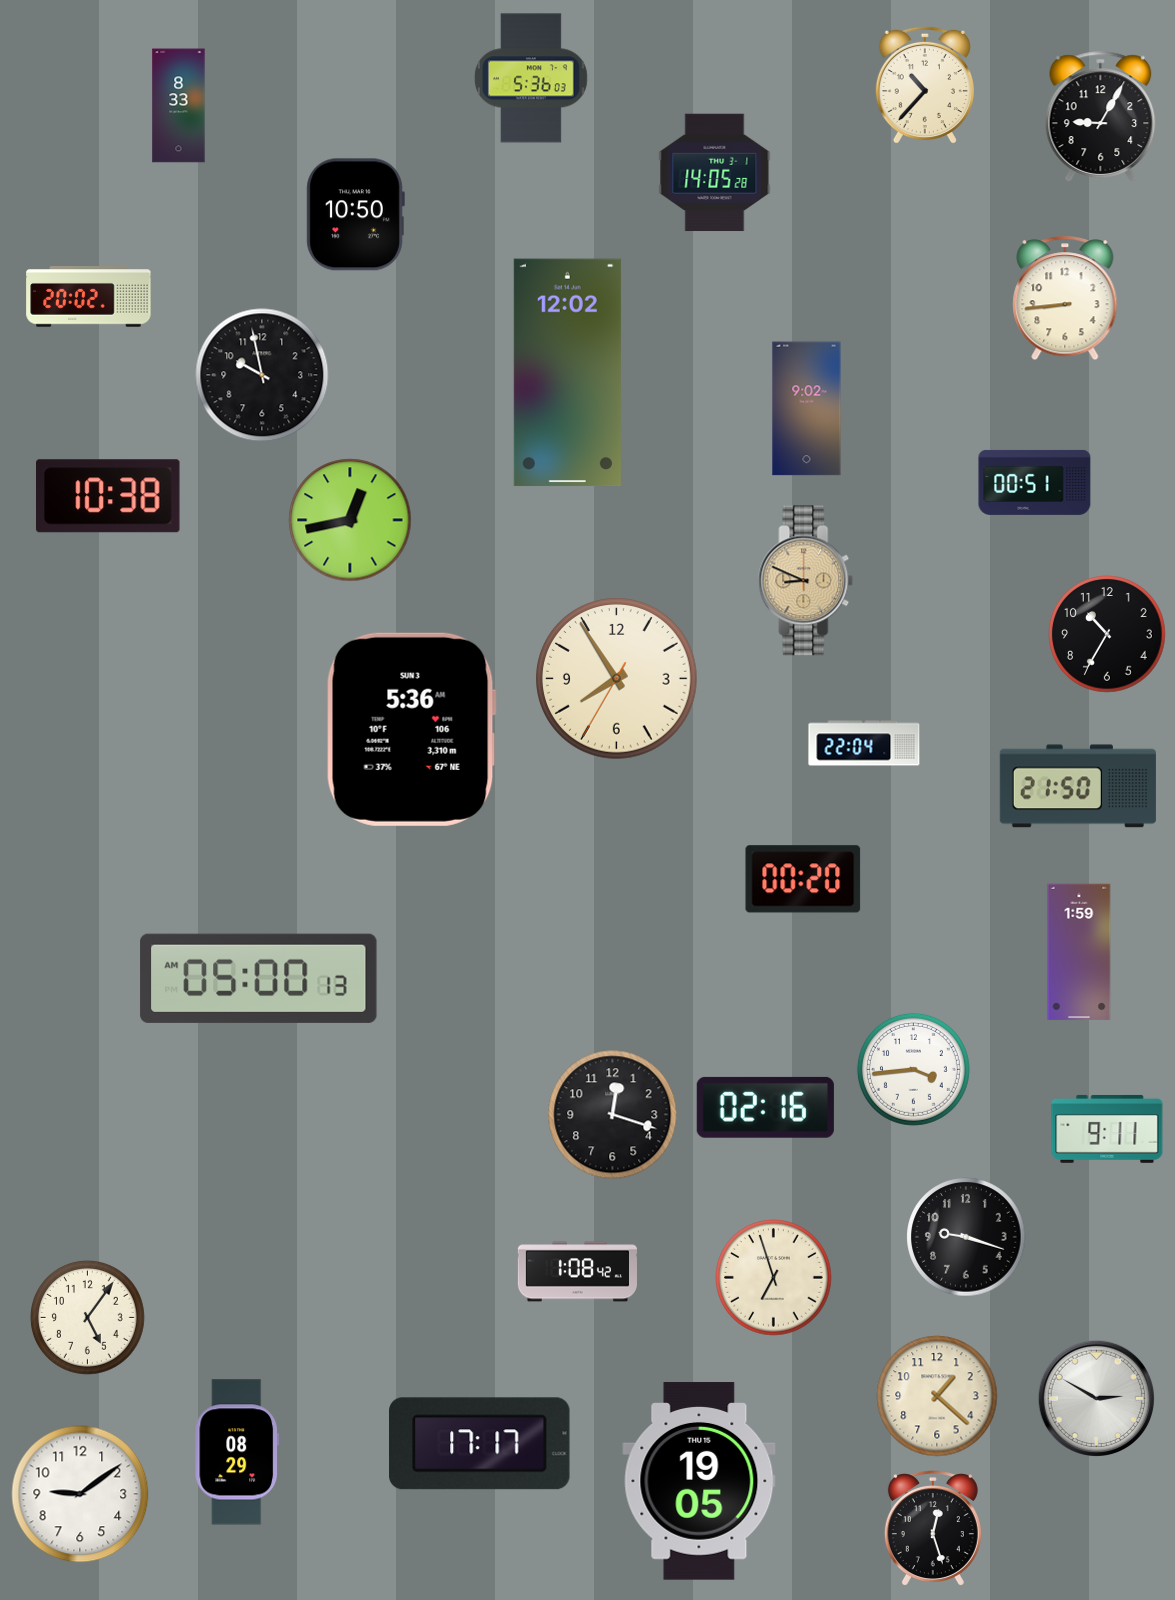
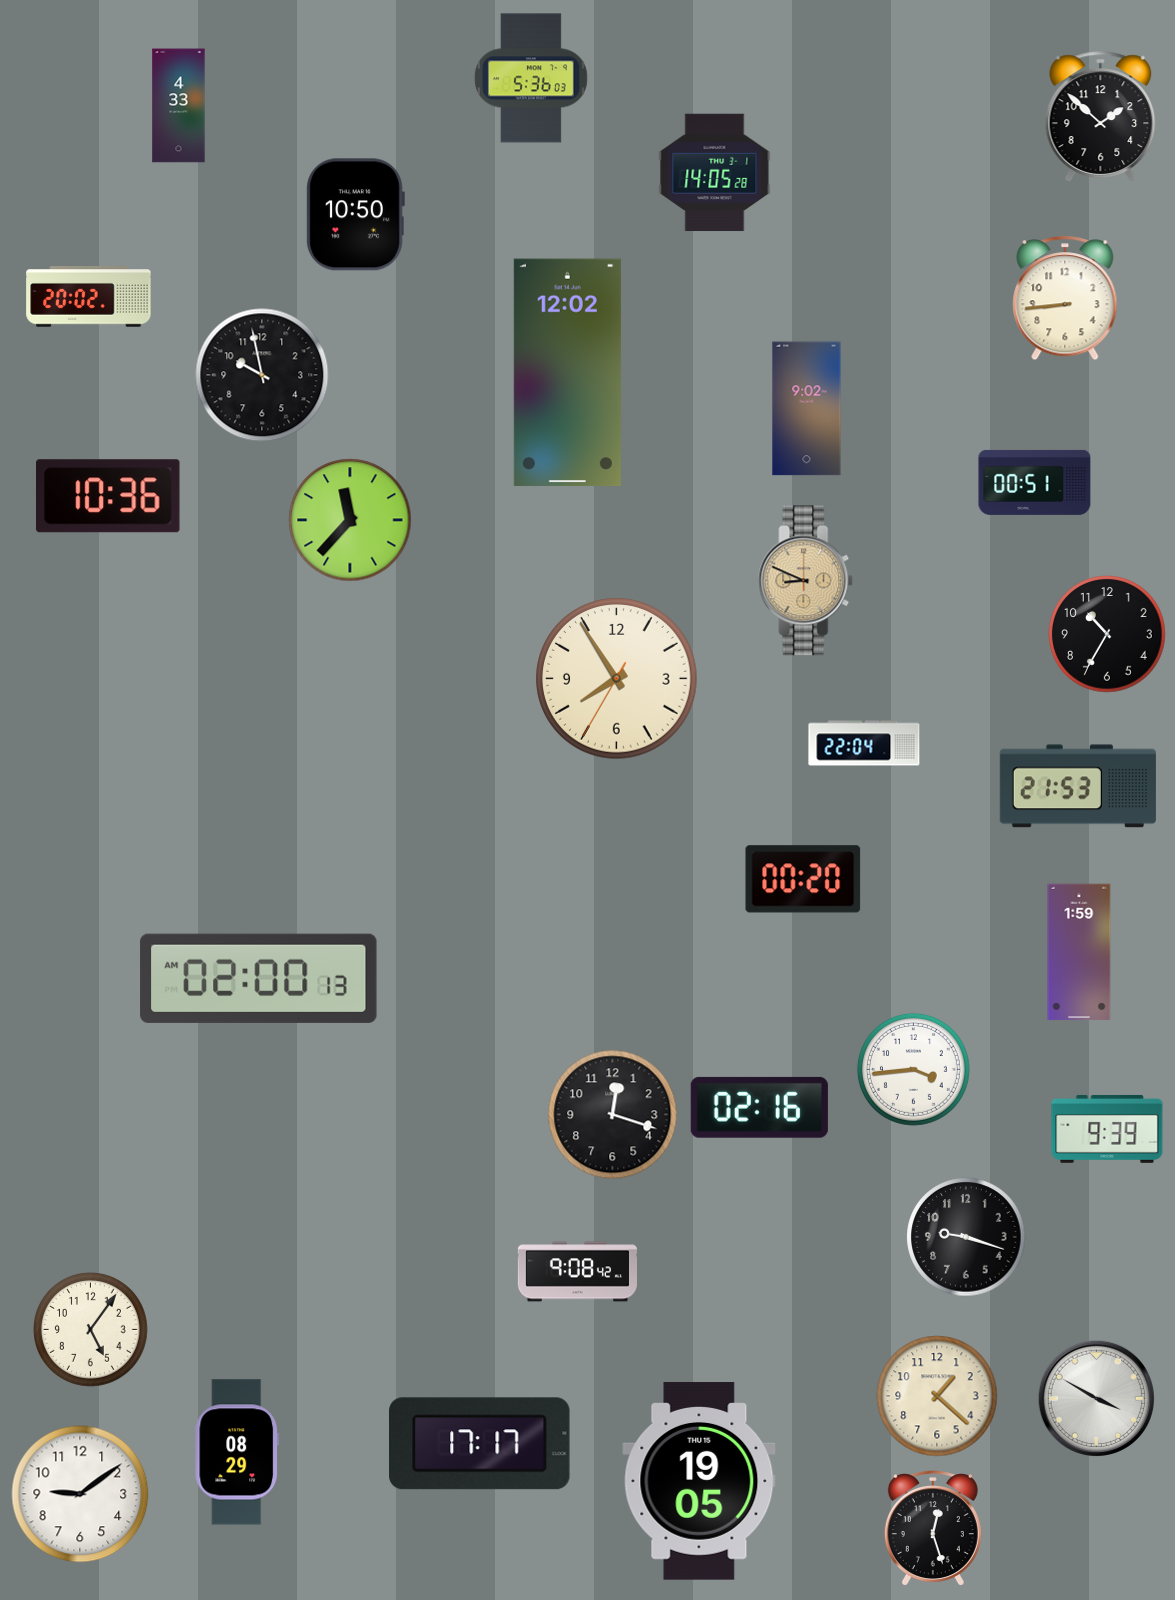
clock at (925, 85): 10:37 -> none
clock at (179, 106): 8:33 -> 4:33
clock at (1101, 117): 9:05 -> 1:52
clock at (109, 496): 10:38 -> 10:36
clock at (350, 520): 12:43 -> 11:37
clock at (411, 729): 5:36 -> none
clock at (1078, 786): 21:50 -> 21:53
clock at (259, 978): 05:00 -> 02:00
clock at (765, 1107) position: (765, 1107) -> (759, 1107)
clock at (1107, 1129): 9:11 -> 9:39
clock at (577, 1272): 1:08 -> 9:08
clock at (774, 1278): 6:57 -> none
clock at (88, 1318) position: (88, 1318) -> (91, 1330)
clock at (1097, 1399): 2:50 -> 3:50
